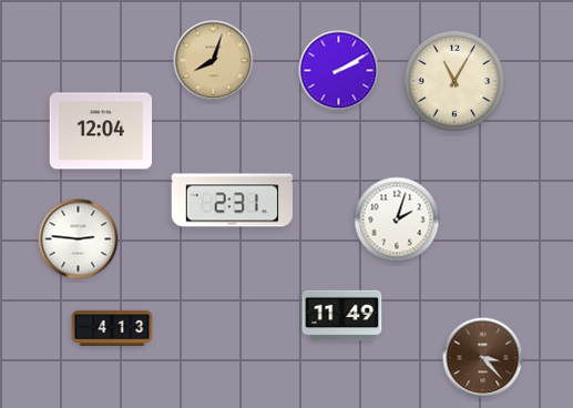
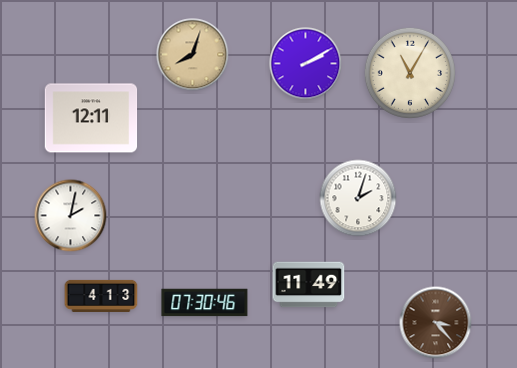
clock at (101, 131): 12:04 -> 12:11
clock at (233, 201): 2:31 -> none
clock at (79, 239): 2:46 -> 2:02
clock at (205, 303): none -> 07:30
